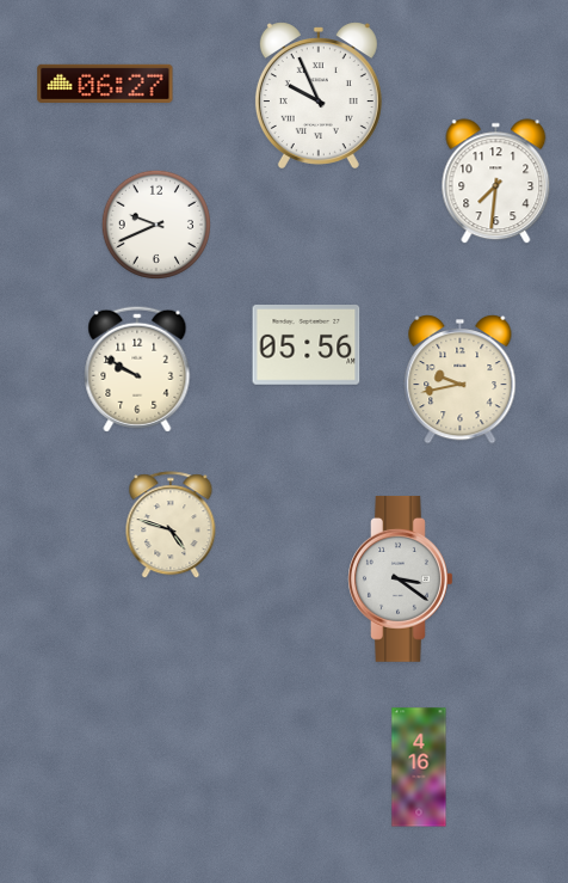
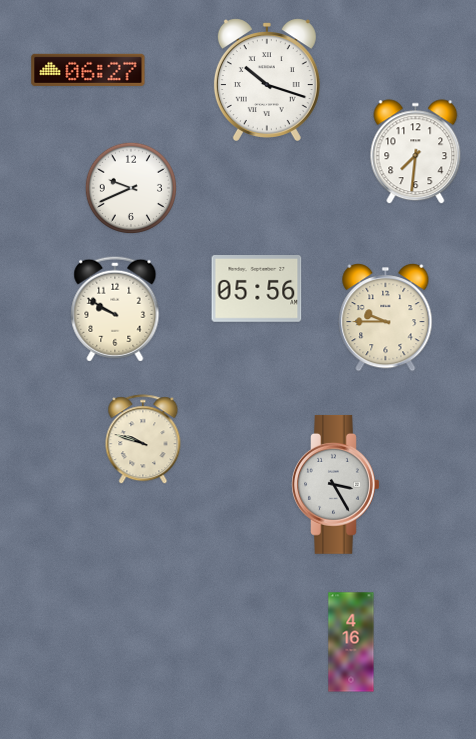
clock at (319, 96): 9:56 -> 10:18
clock at (461, 380): 9:43 -> 9:45
clock at (171, 526): 4:48 -> 9:48
clock at (401, 578): 3:21 -> 3:25
